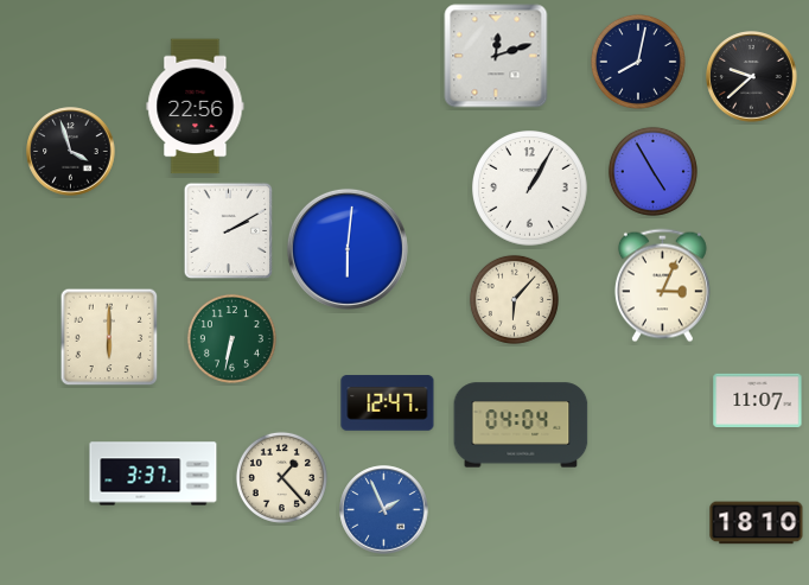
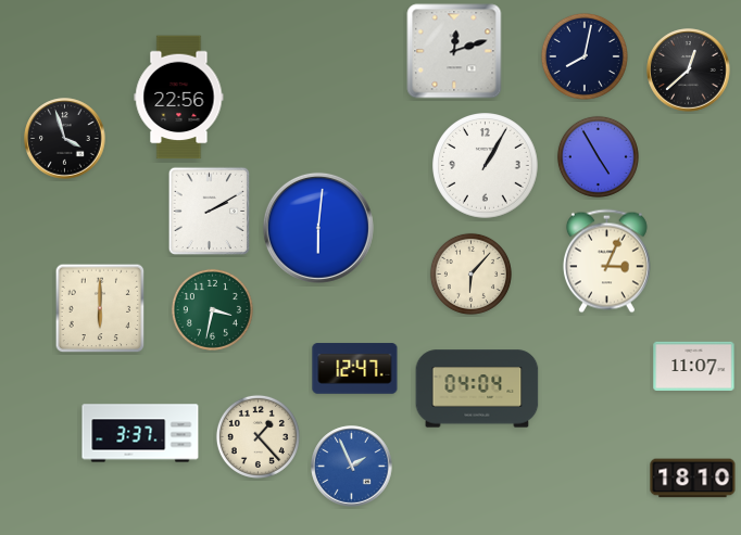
clock at (752, 77): 9:38 -> 12:38
clock at (530, 189) position: (530, 189) -> (486, 166)
clock at (231, 338): 6:32 -> 3:32
